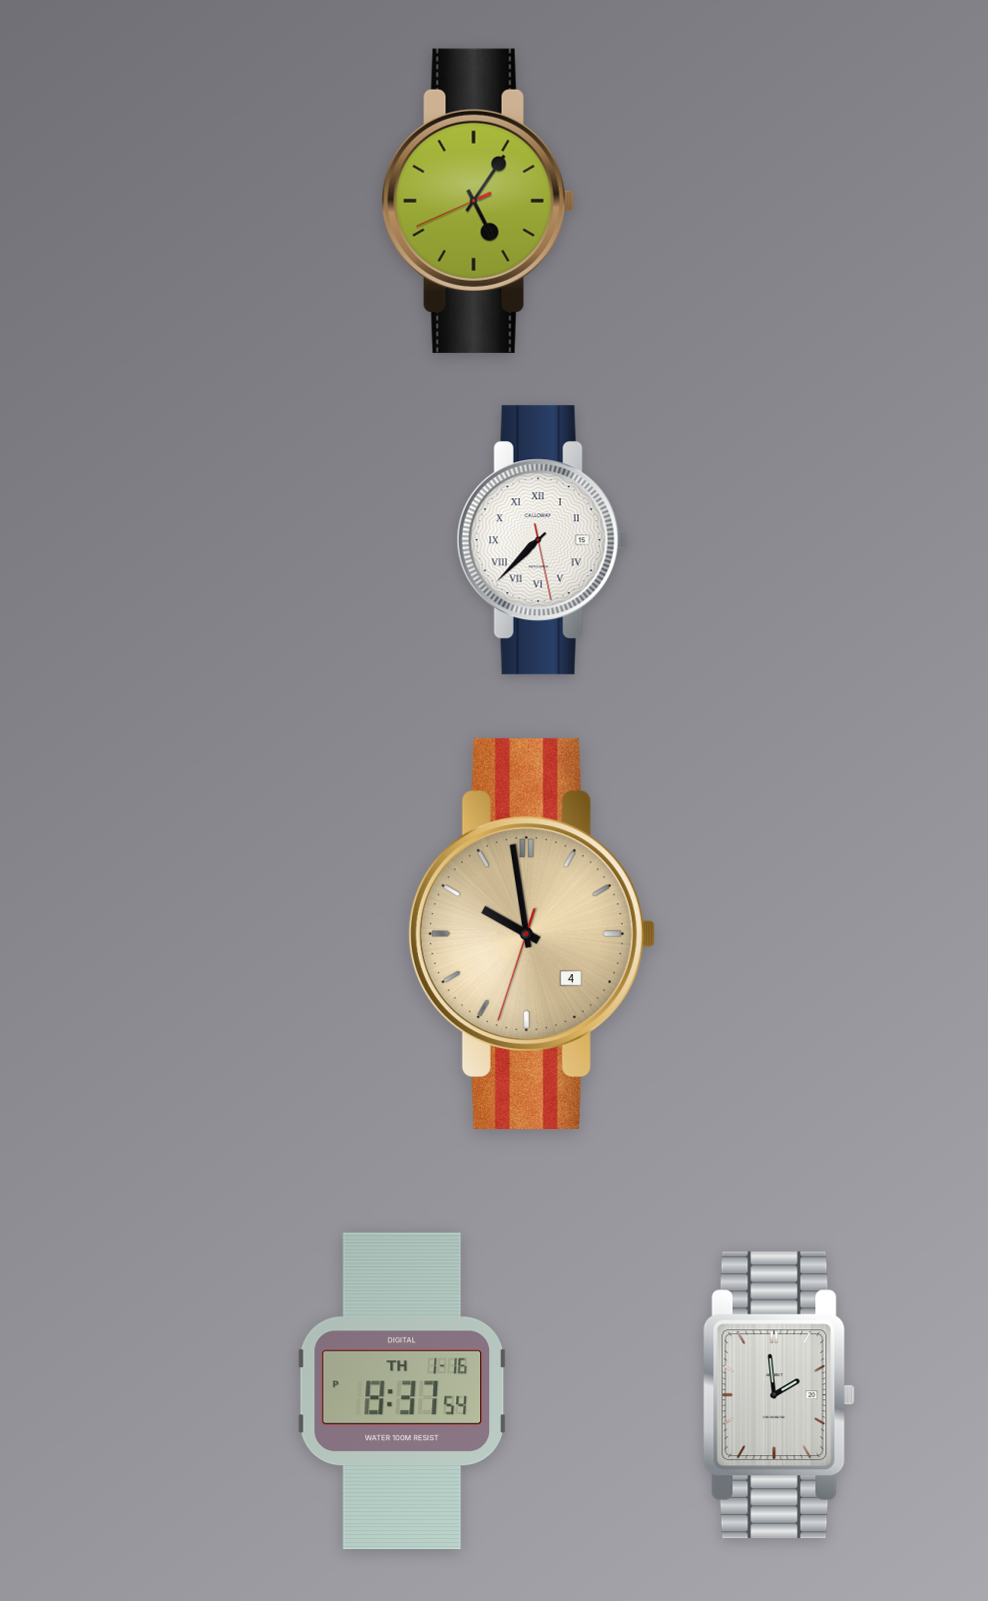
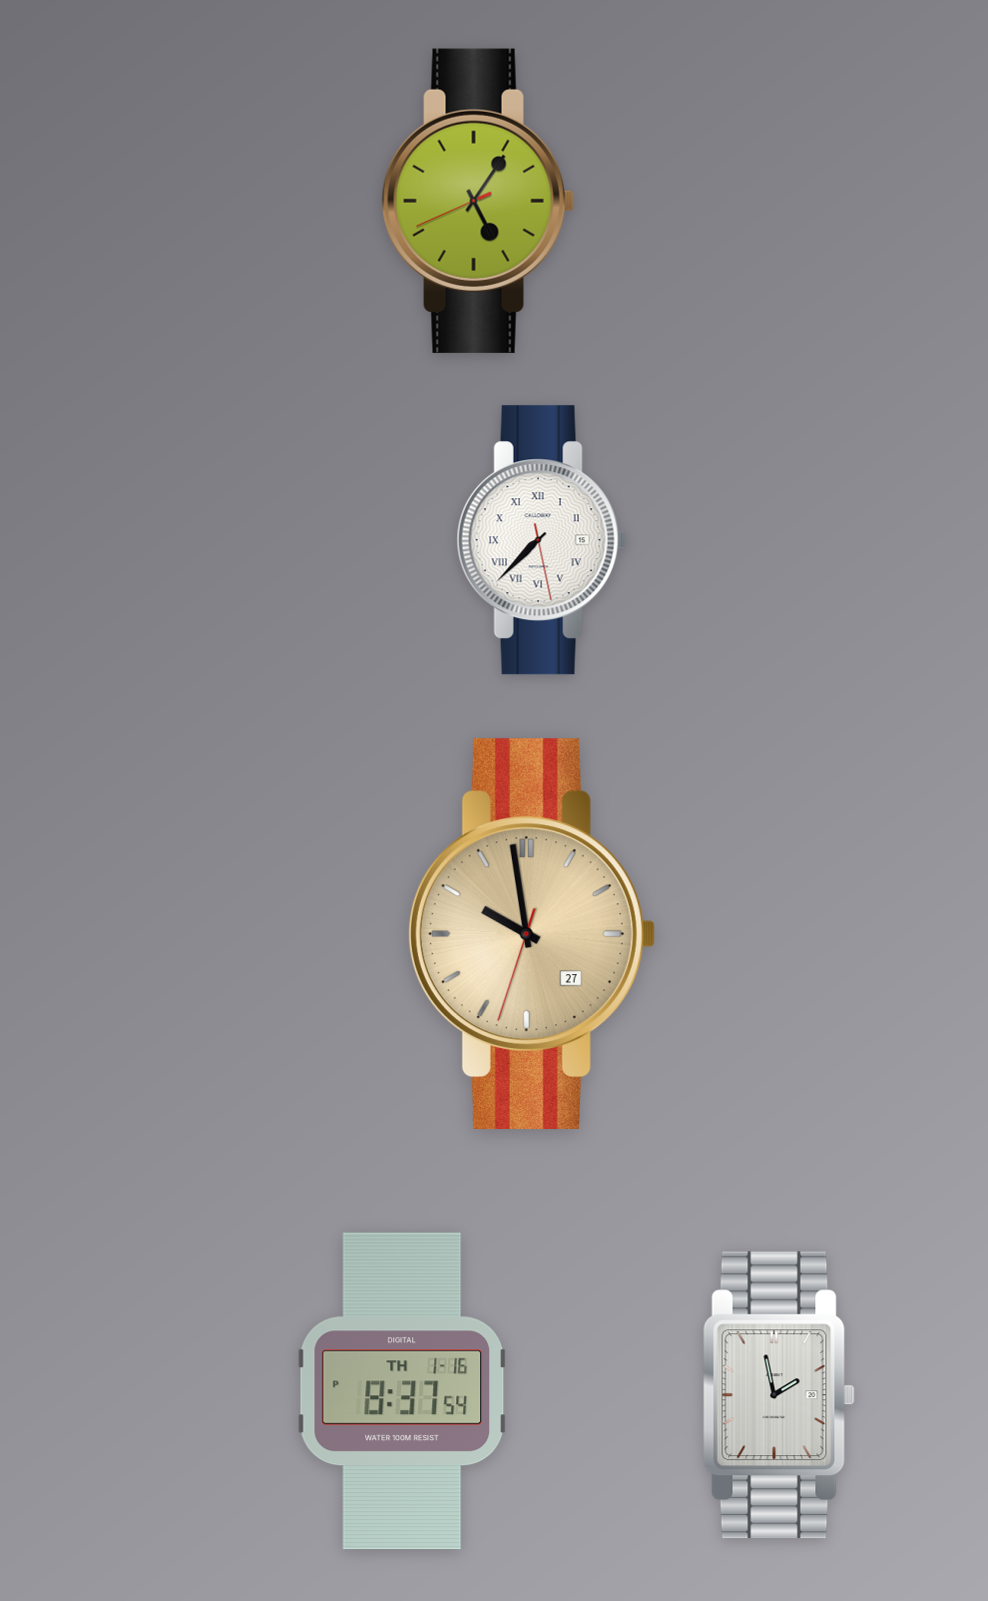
clock at (531, 933) date: 4 -> 27
clock at (779, 1395): 1:59 -> 1:58
